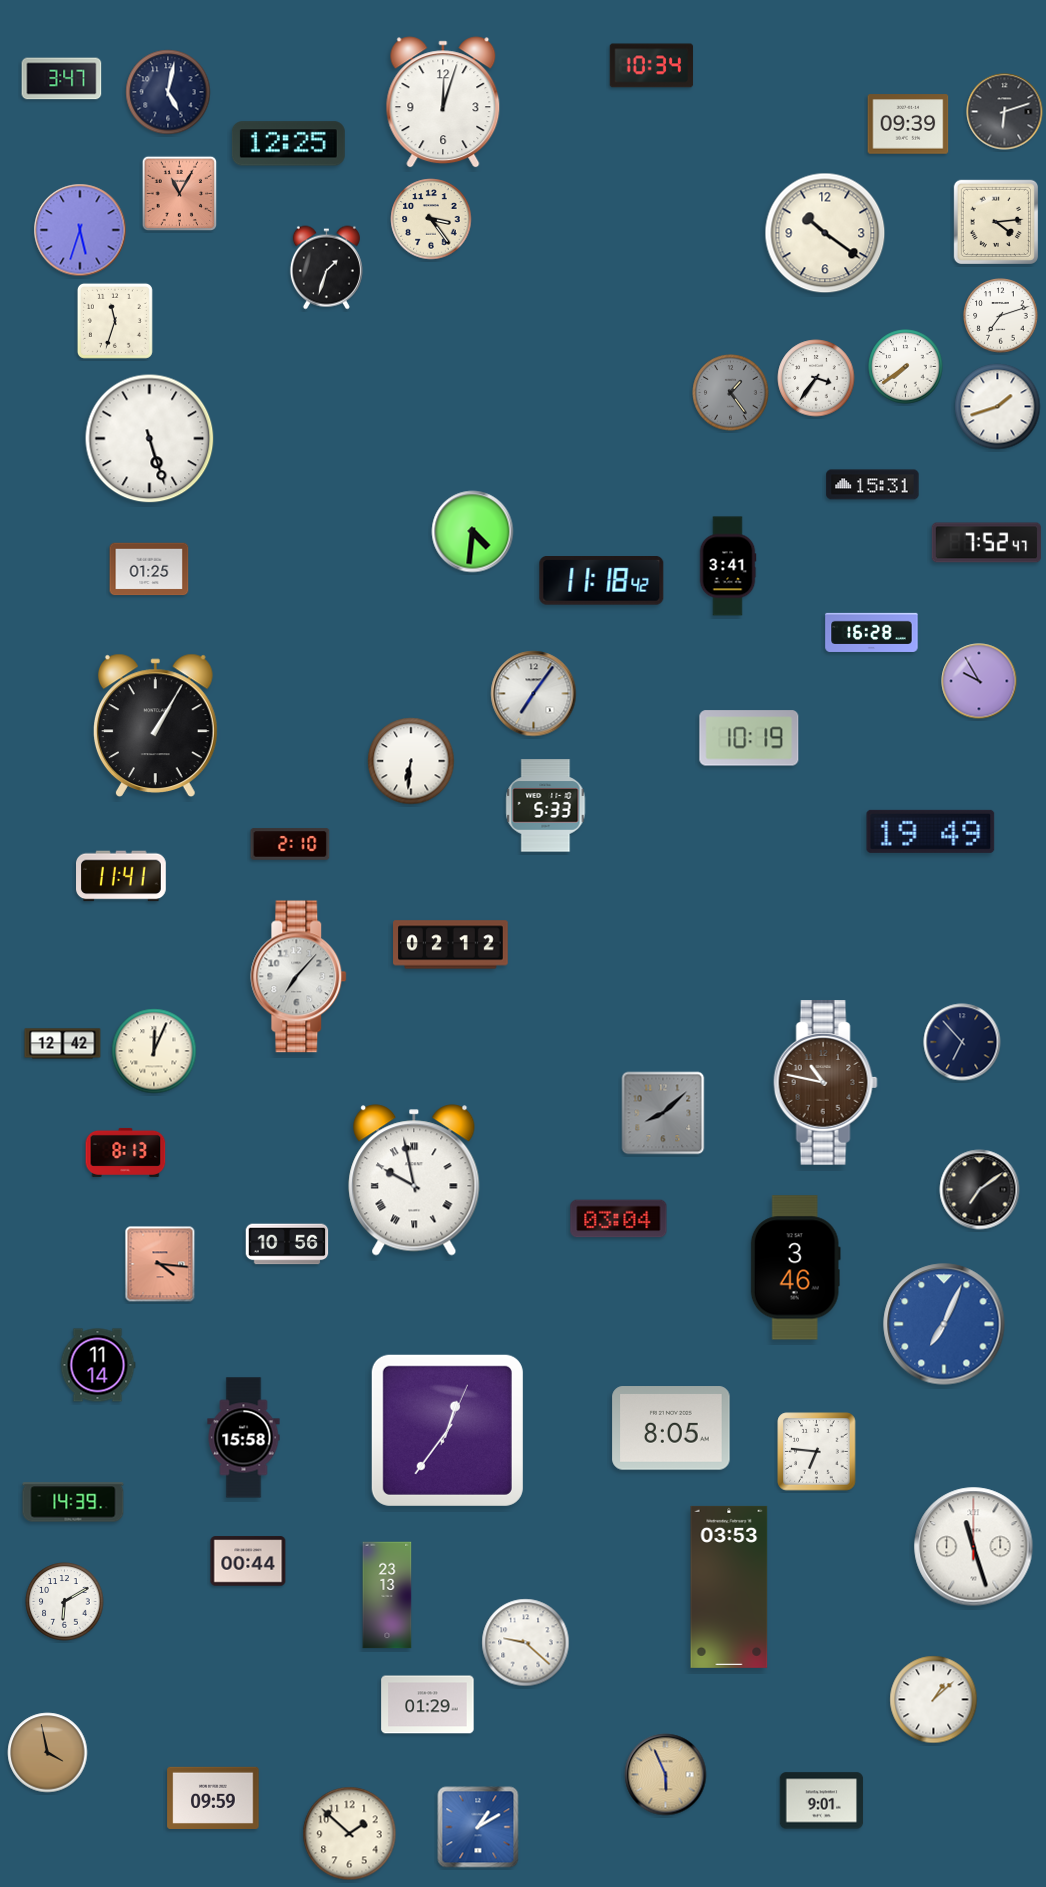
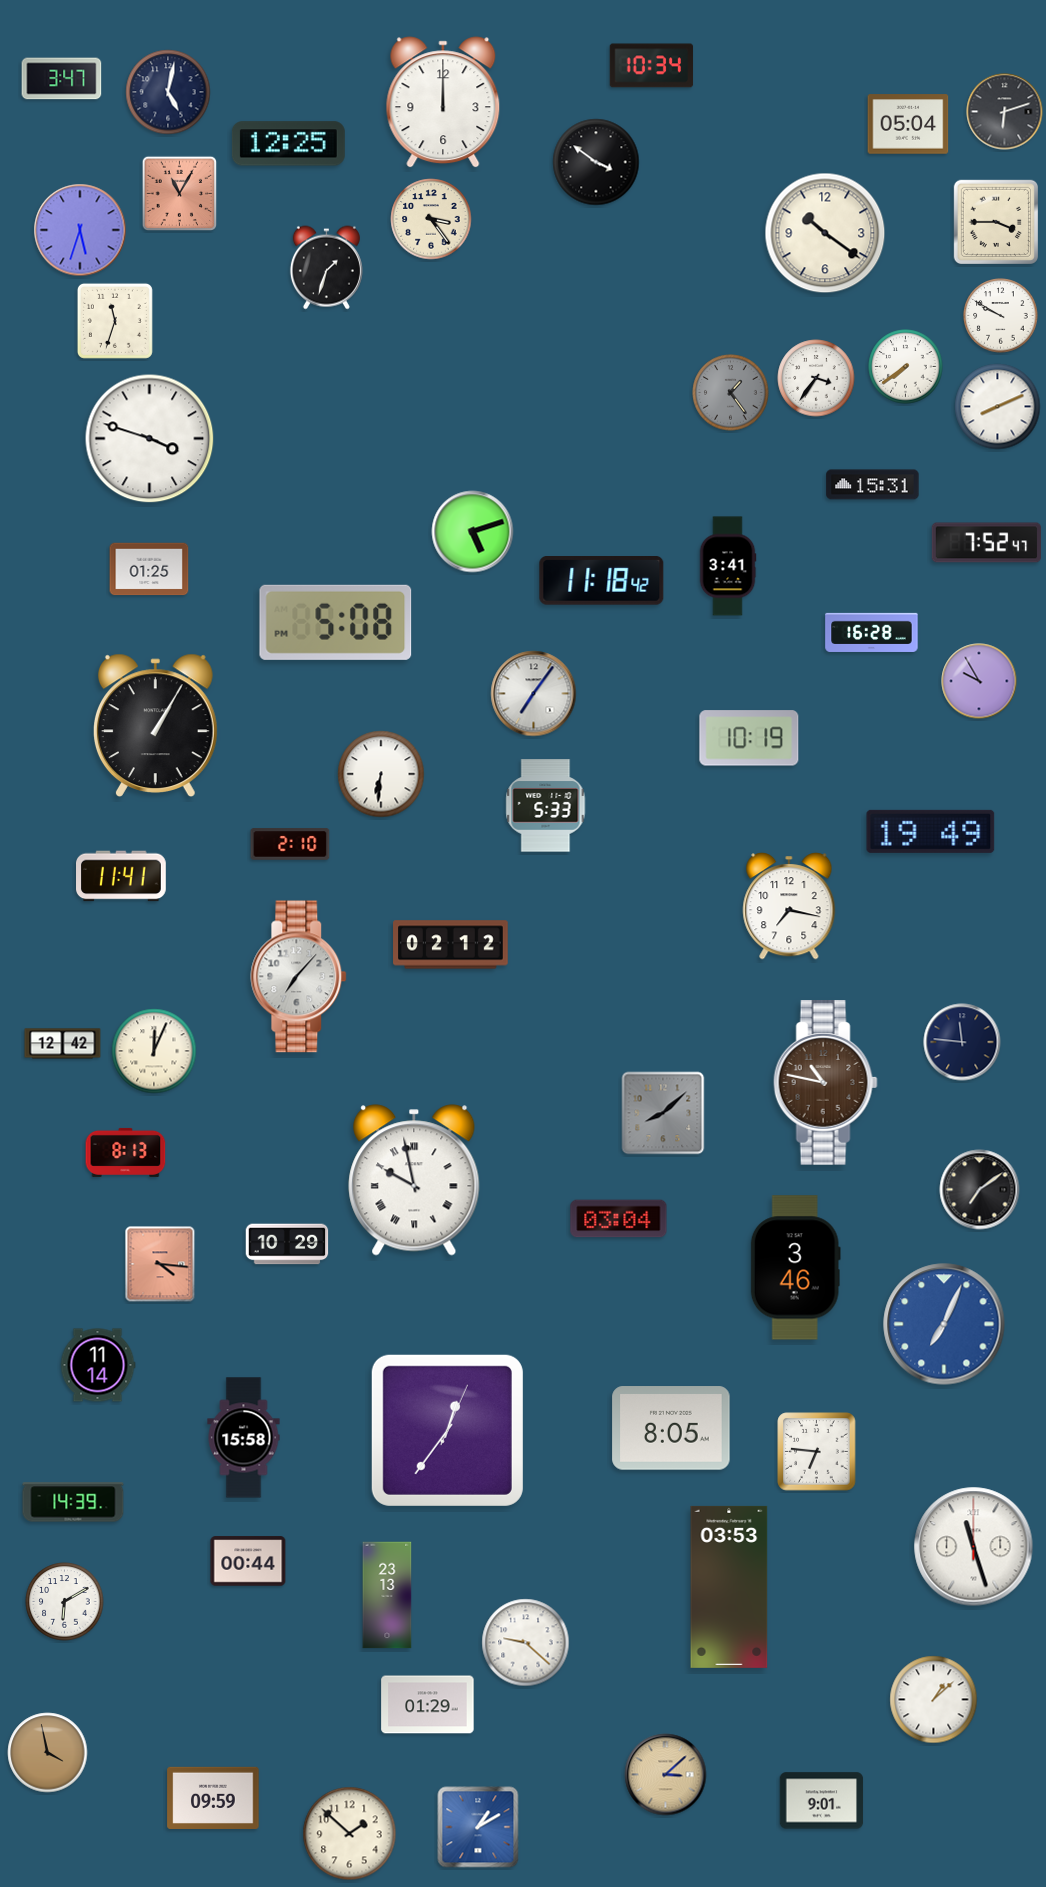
clock at (443, 102): 12:03 -> 12:00
clock at (908, 124): 09:39 -> 05:04
clock at (596, 162): none -> 3:51
clock at (995, 221): 4:14 -> 3:45
clock at (1001, 316): 7:12 -> 9:50
clock at (998, 407): 1:42 -> 8:11
clock at (150, 439): 5:27 -> 3:48
clock at (473, 532): 4:31 -> 5:12
clock at (336, 622): none -> 5:08
clock at (411, 761) position: (411, 761) -> (381, 774)
clock at (789, 906): none -> 7:17
clock at (962, 1042): 6:53 -> 11:46
clock at (287, 1244): 10:56 -> 10:29
clock at (666, 1775): 5:56 -> 3:08
